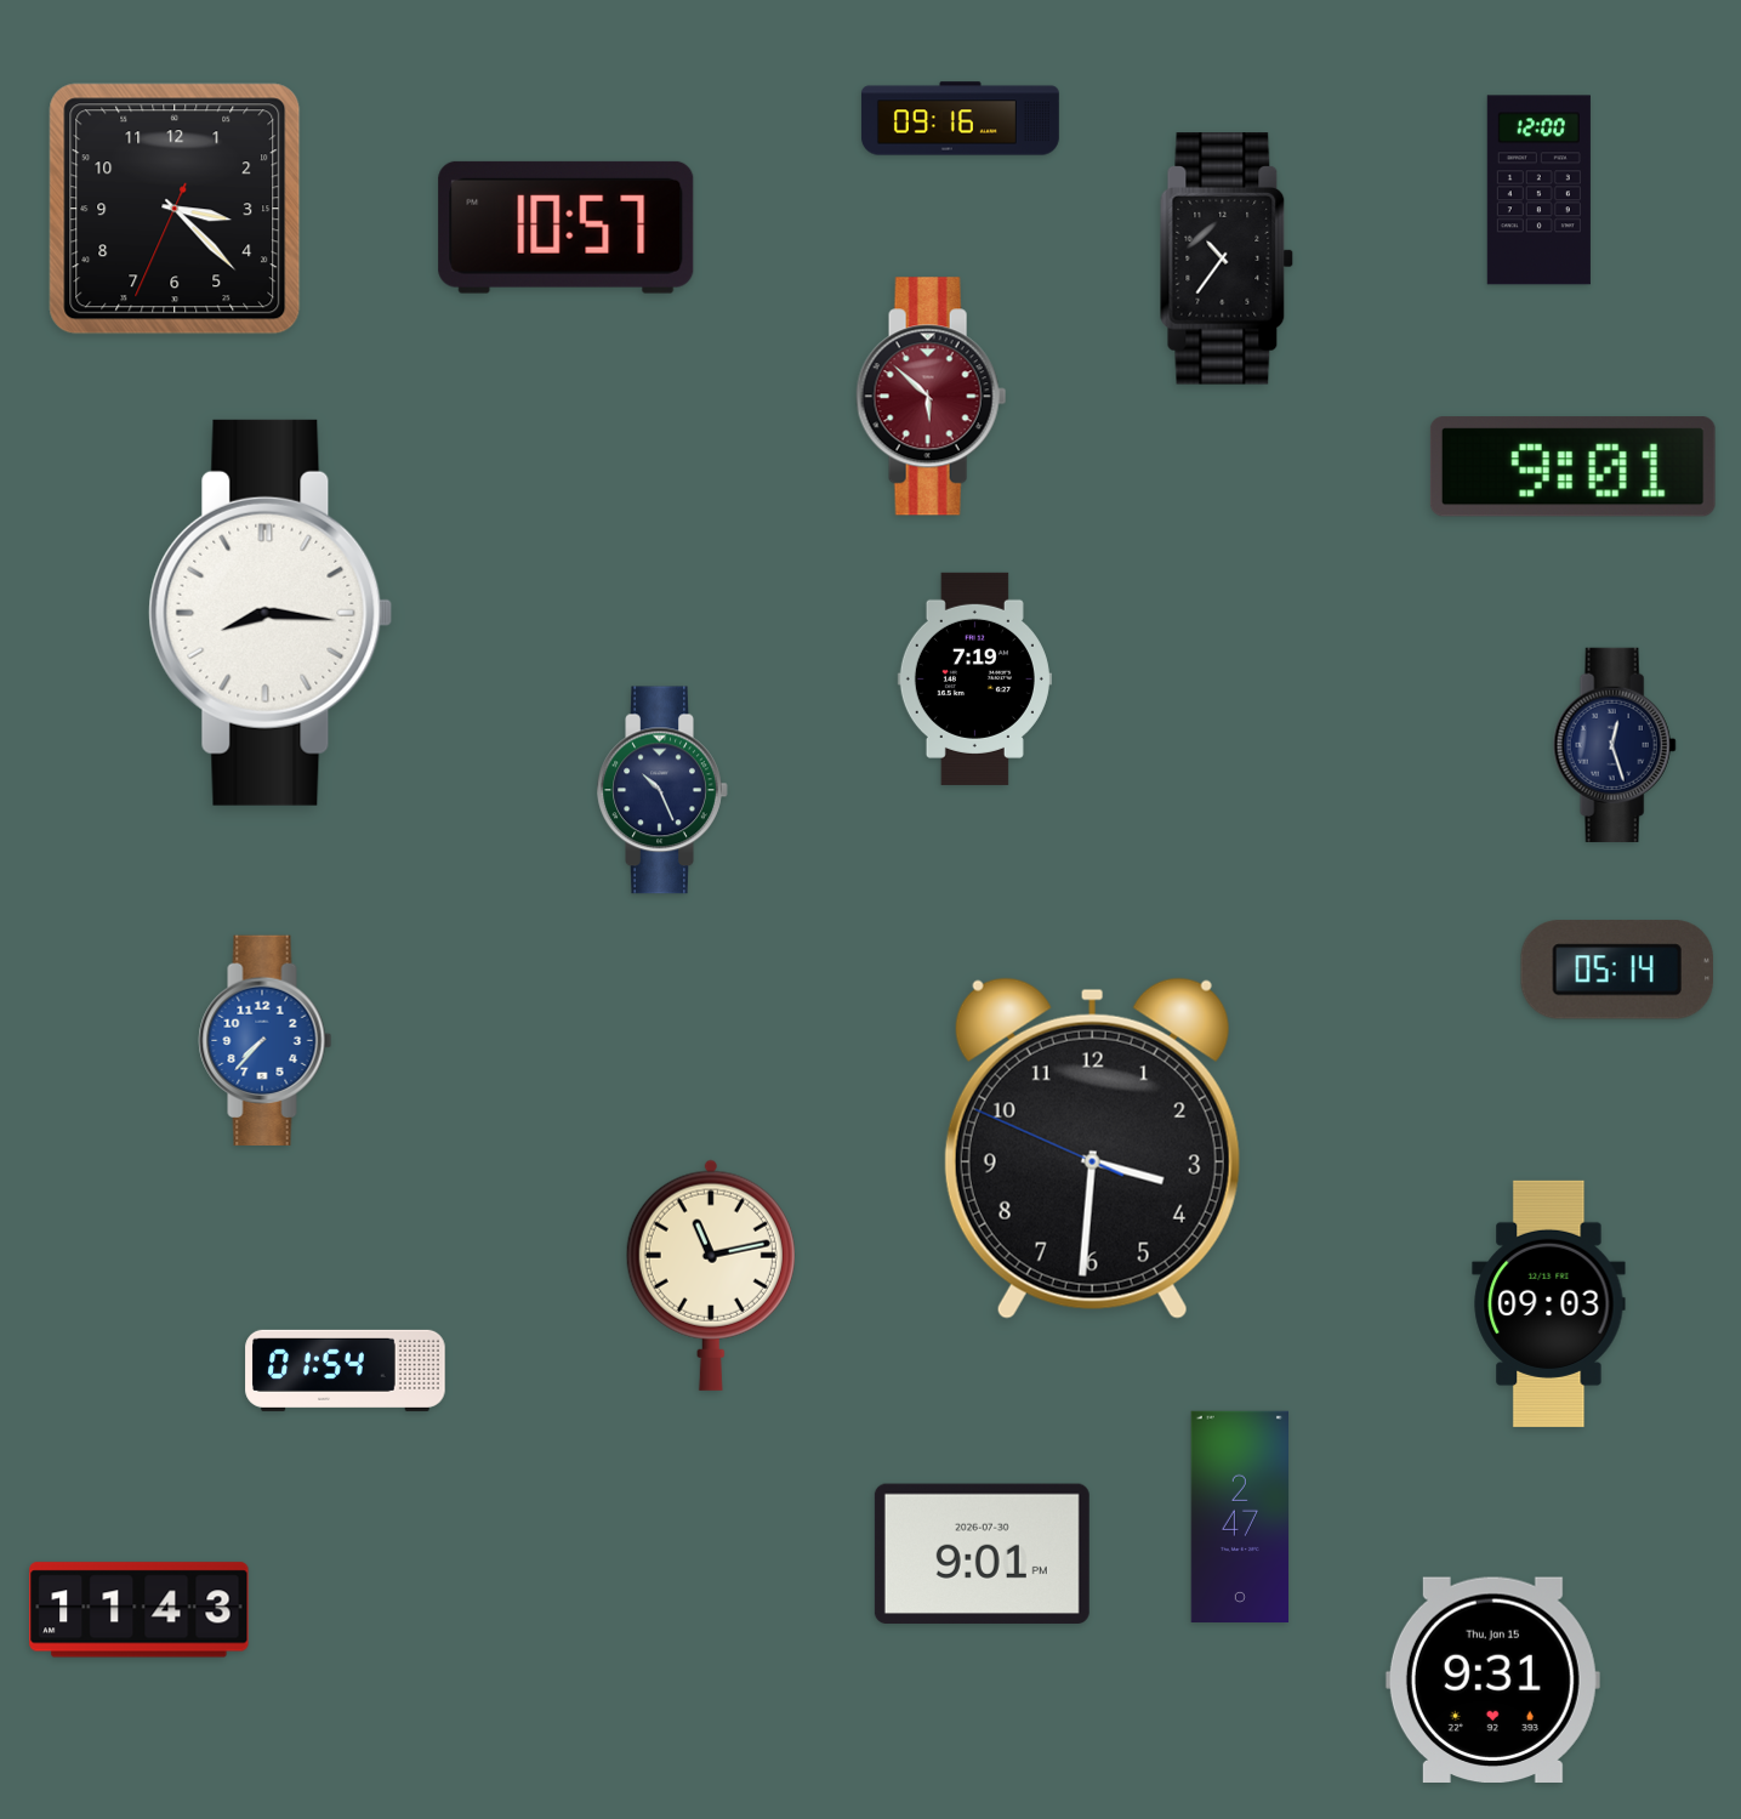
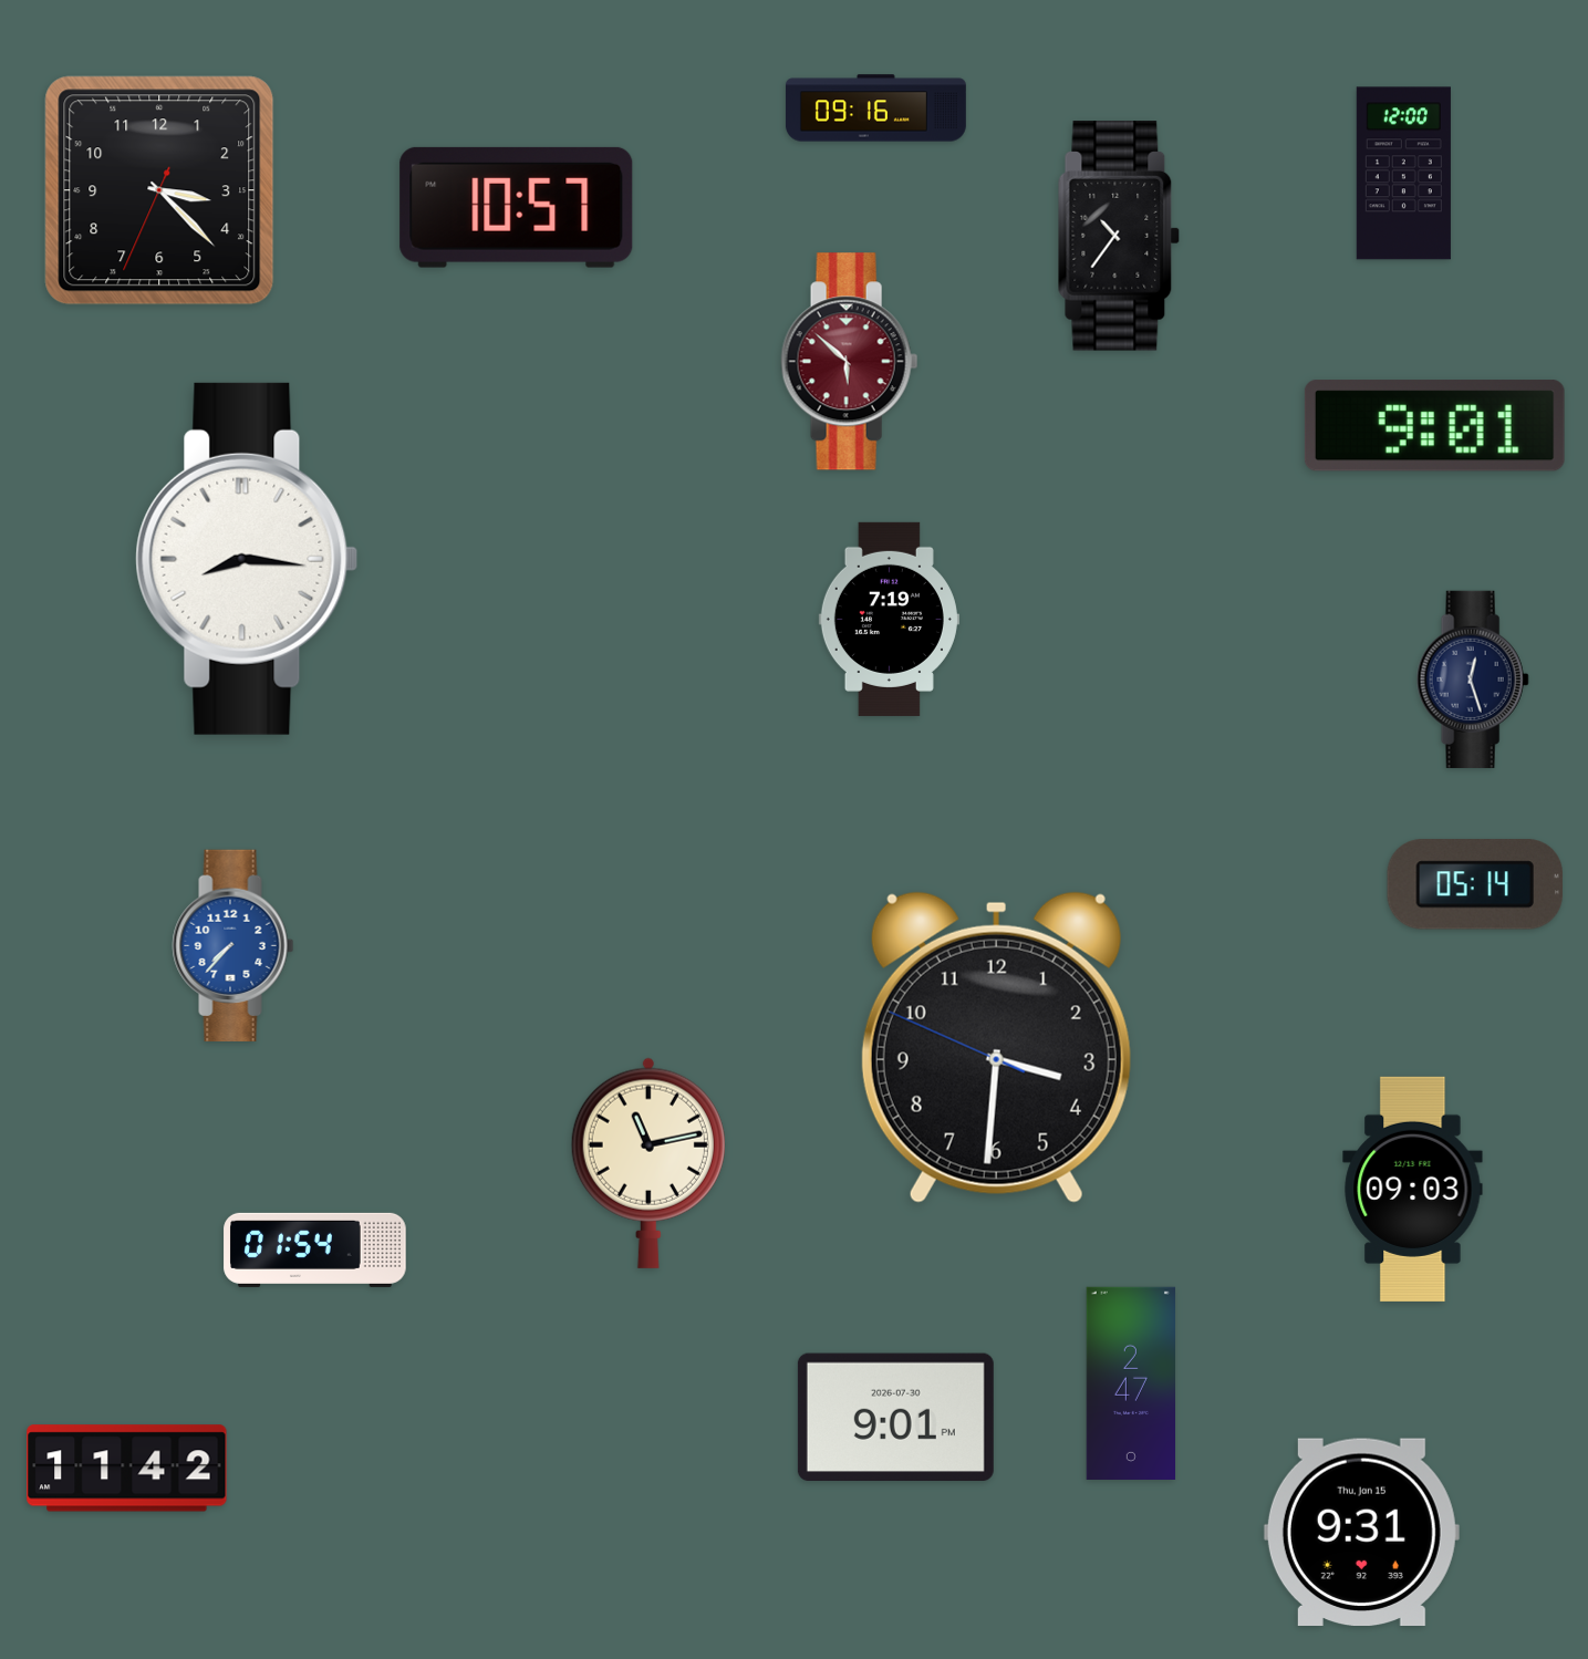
clock at (662, 790): 10:26 -> none
clock at (266, 1041) position: (266, 1041) -> (233, 946)
clock at (140, 1610): 11:43 -> 11:42
